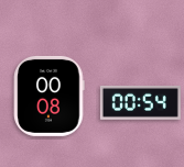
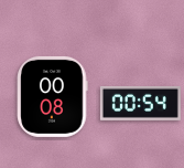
clock at (50, 96) position: (50, 96) -> (53, 96)
